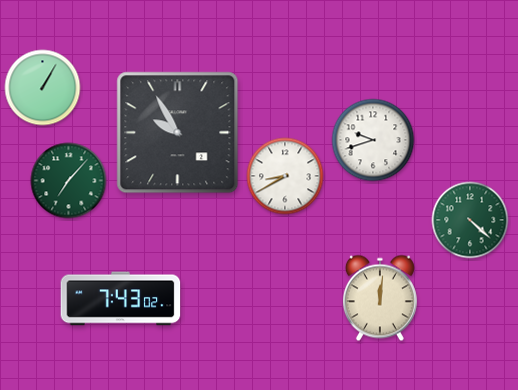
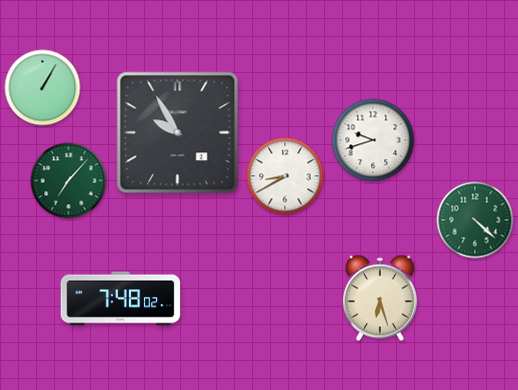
clock at (470, 220) position: (470, 220) -> (475, 220)
clock at (380, 298): 12:01 -> 6:27
clock at (121, 299): 7:43 -> 7:48
